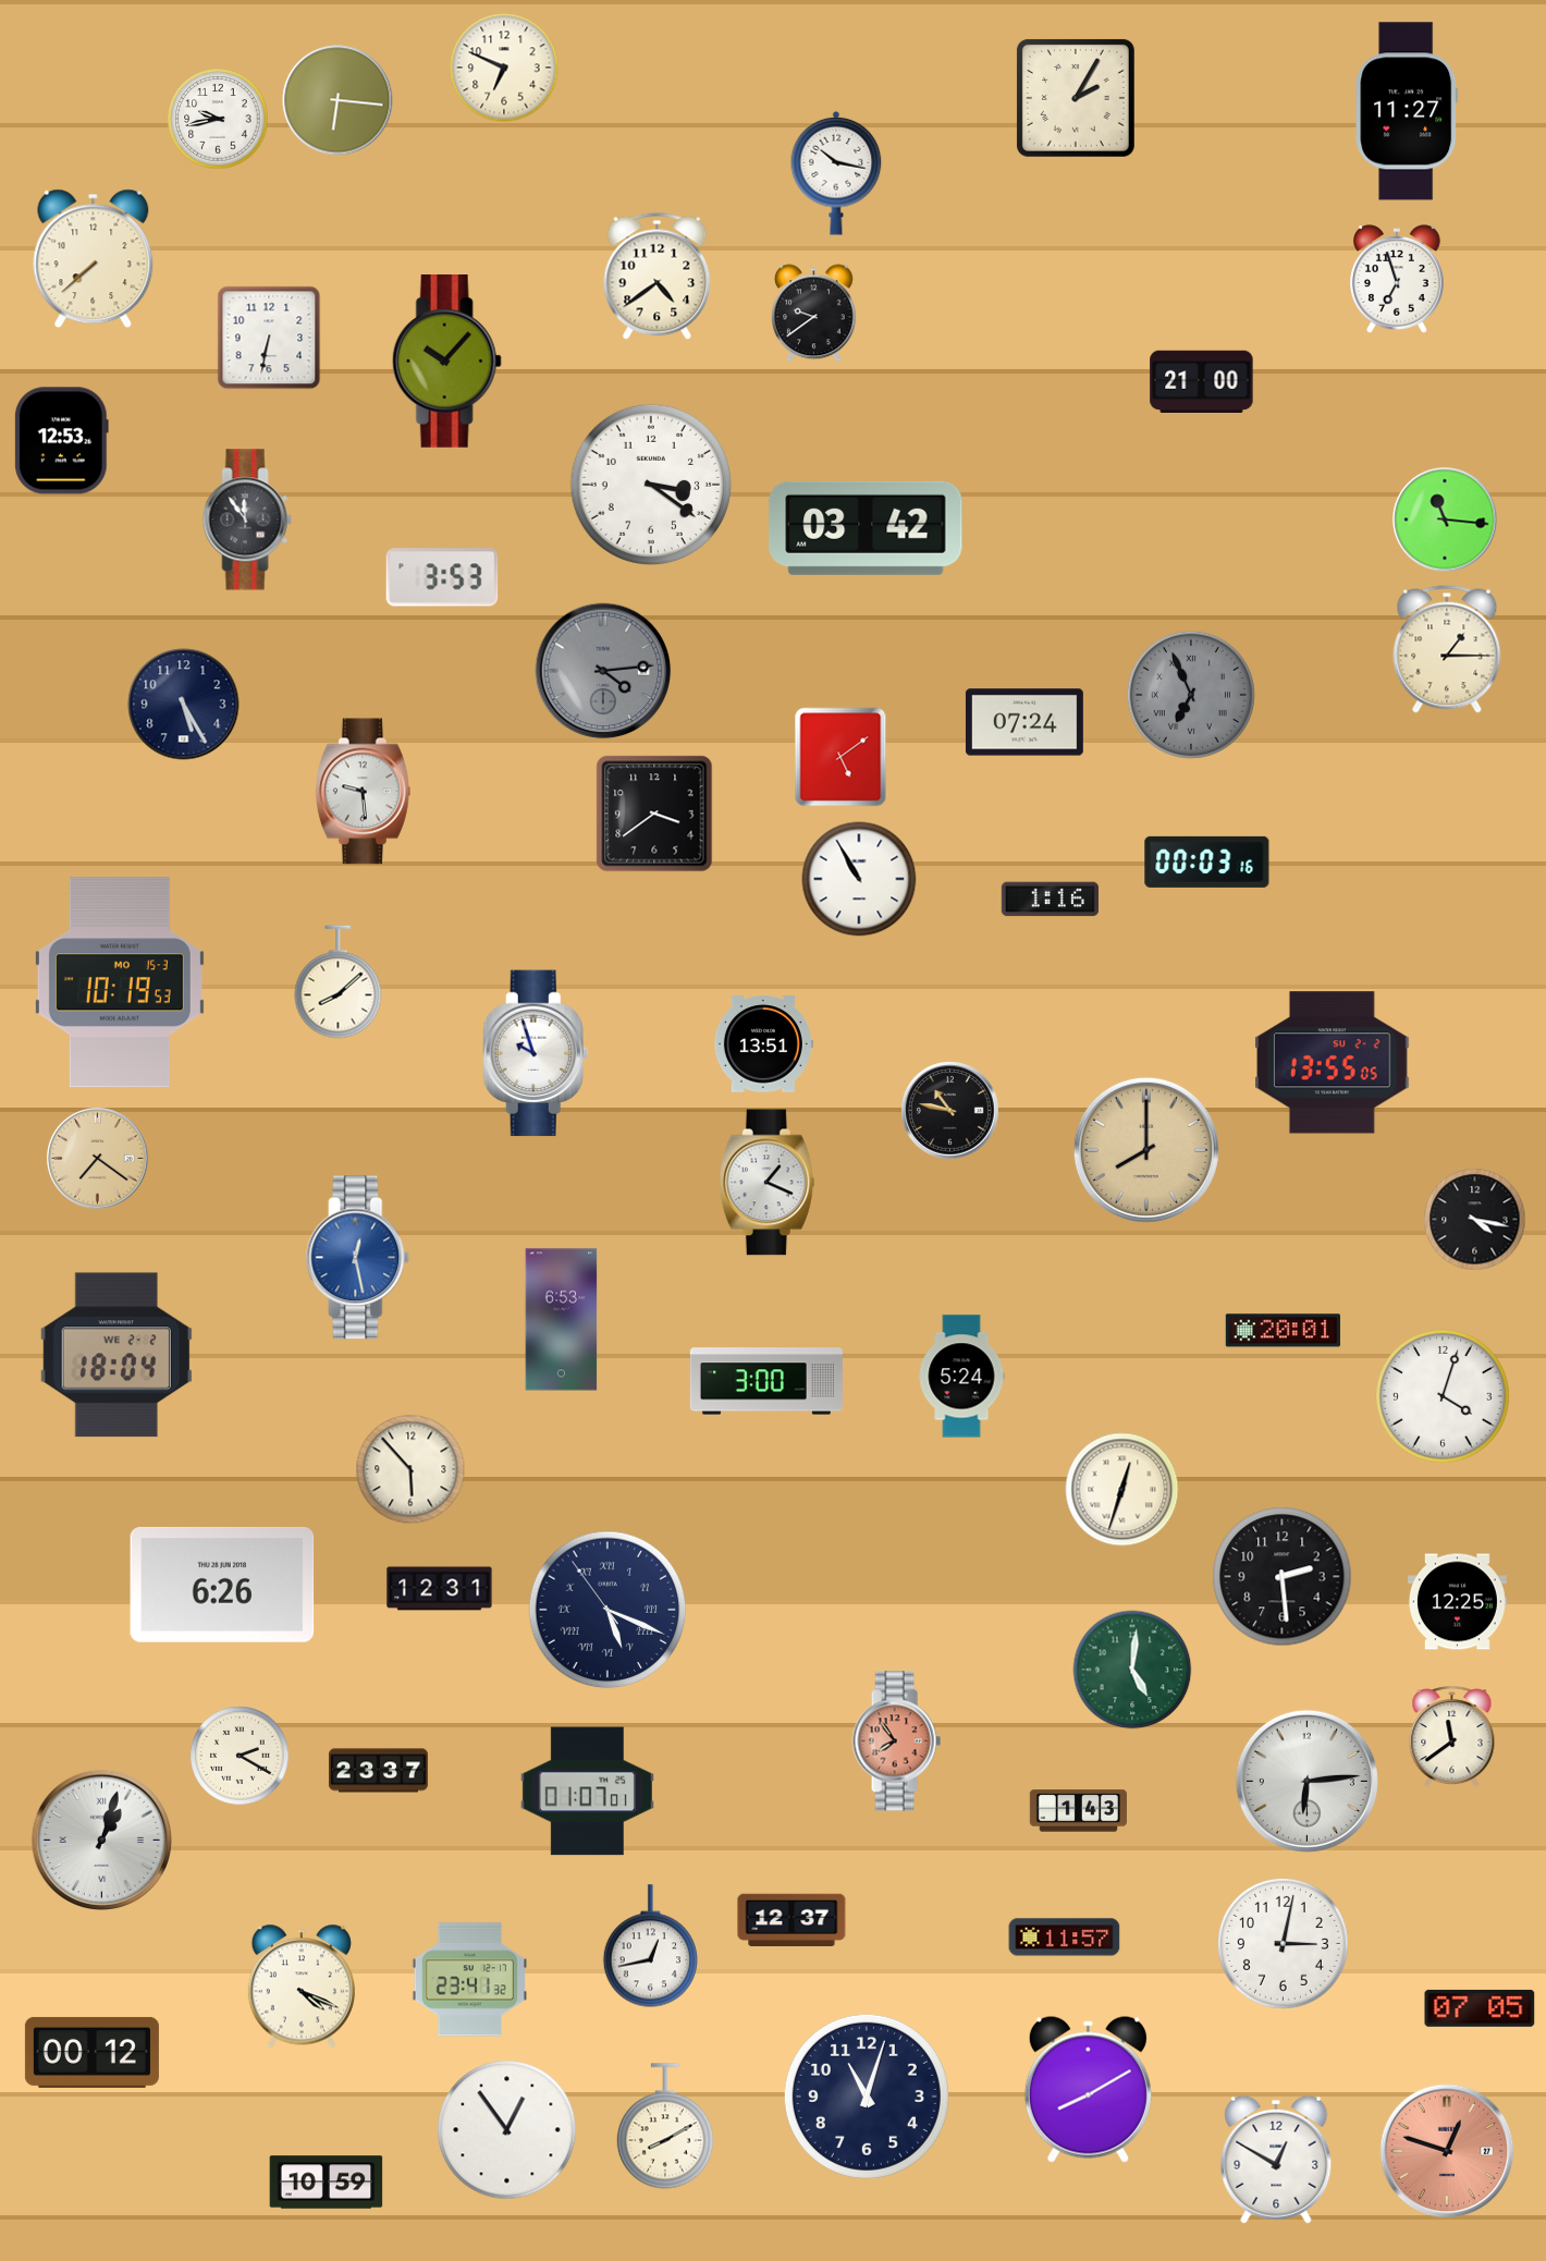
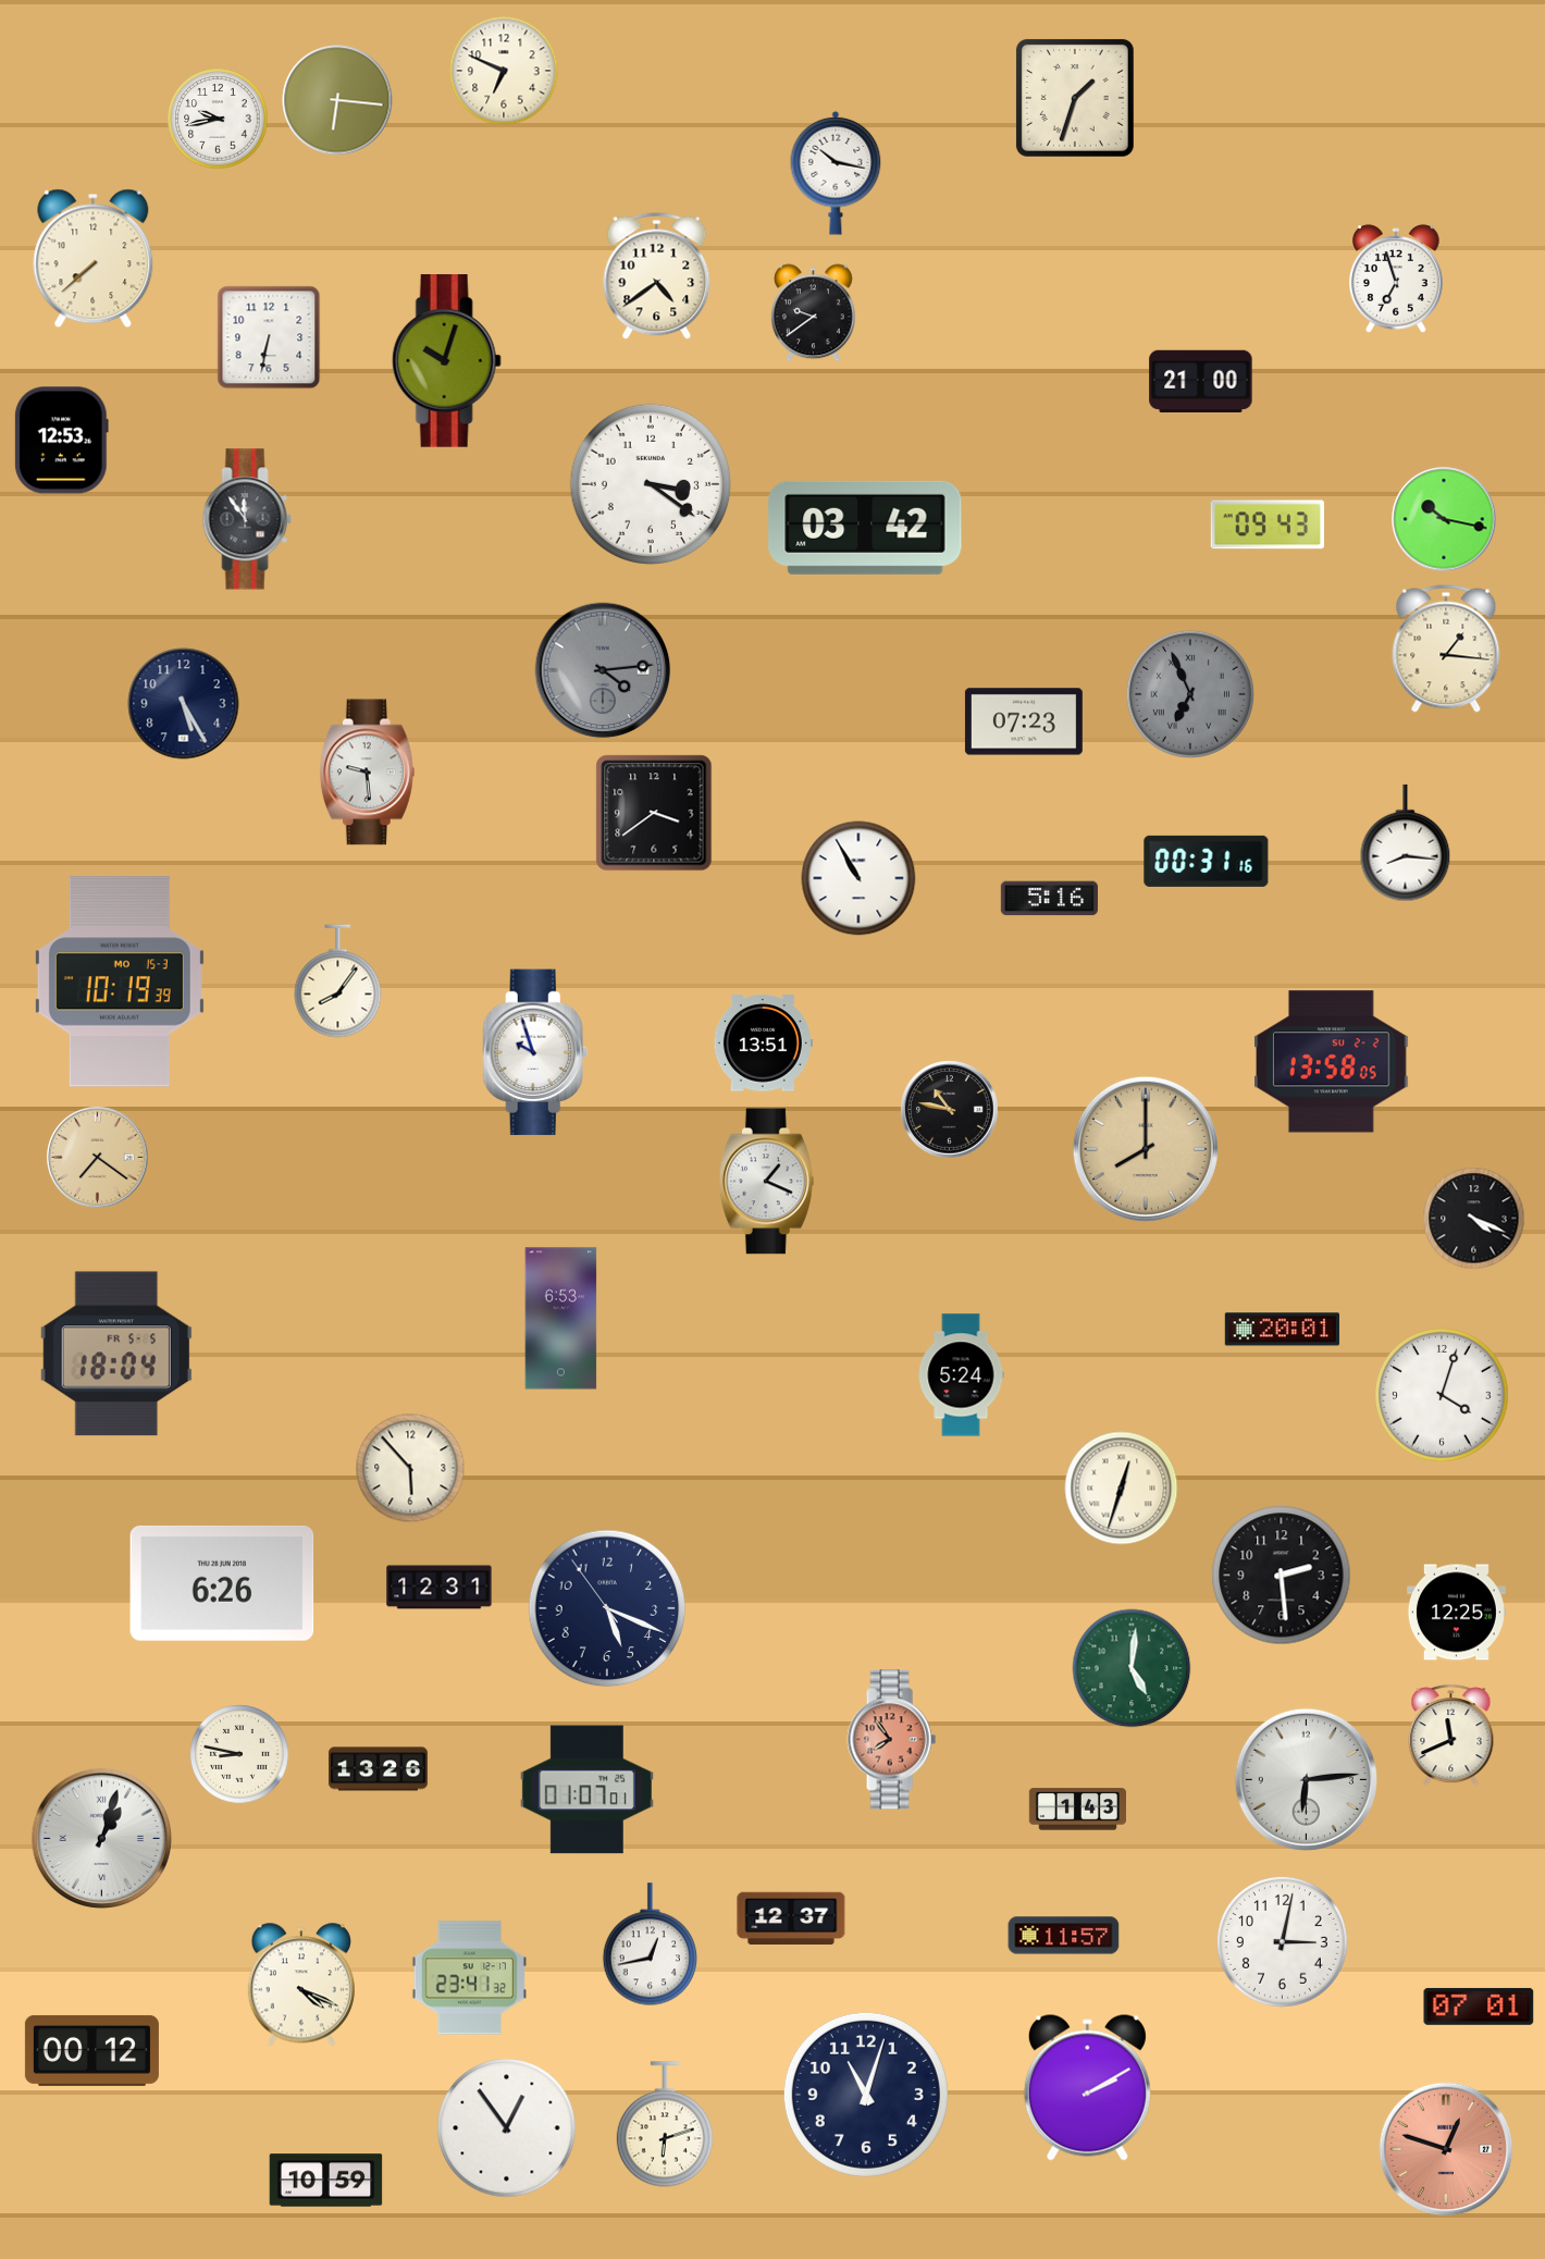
clock at (504, 68) position: (504, 68) -> (504, 71)
clock at (1076, 98): 2:05 -> 1:33
clock at (1407, 111): 11:27 -> none
clock at (446, 362): 10:07 -> 10:03
clock at (1445, 520): 11:16 -> 10:17
clock at (1266, 524): none -> 09:43
clock at (442, 577): 3:53 -> none
clock at (1447, 649): 1:15 -> 1:16
clock at (1024, 722): 07:24 -> 07:23
clock at (841, 757): 5:09 -> none
clock at (363, 792) position: (363, 792) -> (367, 773)
clock at (1406, 843): none -> 8:16
clock at (1207, 861): 00:03 -> 00:31
clock at (1050, 900): 1:16 -> 5:16
clock at (120, 982): 10:19:53 -> 10:19:39
clock at (339, 982): 8:08 -> 8:06
clock at (1333, 1063): 13:55 -> 13:58
clock at (1475, 1220): 4:17 -> 4:19
clock at (358, 1258): 12:28 -> none
clock at (116, 1355) date: WE 2-2 -> FR 5-5
clock at (766, 1381): 3:00 -> none
clock at (1457, 1602) position: (1457, 1602) -> (1456, 1613)
clock at (608, 1610) numerals: Roman -> Arabic
clock at (1452, 1737): 11:39 -> 11:41
clock at (896, 1741) position: (896, 1741) -> (891, 1740)
clock at (240, 1756): 2:20 -> 8:47
clock at (378, 1771): 23:37 -> 13:26
clock at (1480, 2008): 07:05 -> 07:01
clock at (1088, 2089): 8:10 -> 2:10
clock at (665, 2126): 8:10 -> 6:12
clock at (1276, 2160): 12:50 -> none
